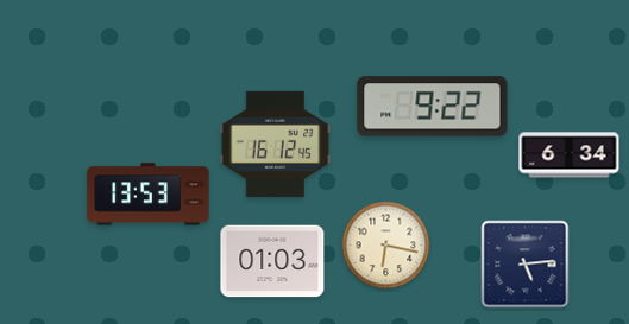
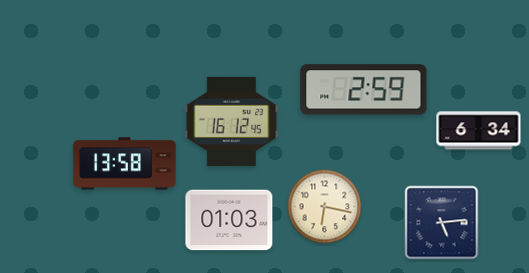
clock at (433, 107): 9:22 -> 2:59
clock at (149, 195): 13:53 -> 13:58
